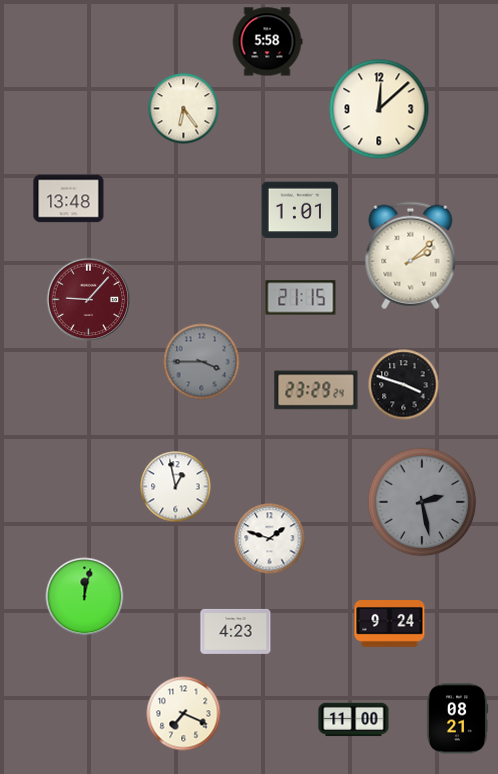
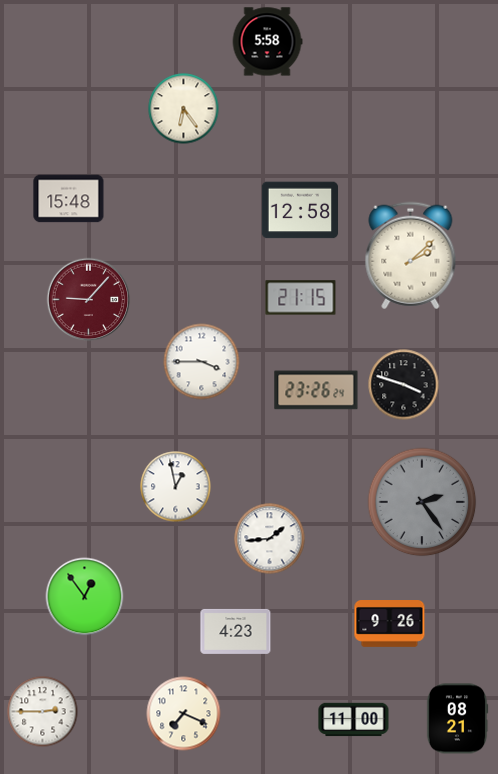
clock at (379, 109): 12:08 -> none
clock at (69, 199): 13:48 -> 15:48
clock at (300, 210): 1:01 -> 12:58
clock at (202, 362) dial: grey -> white
clock at (316, 390): 23:29 -> 23:26
clock at (422, 502): 2:28 -> 2:24
clock at (270, 539): 1:48 -> 1:44
clock at (85, 597): 12:02 -> 12:54
clock at (390, 624): 9:24 -> 9:26
clock at (43, 712): none -> 2:45
